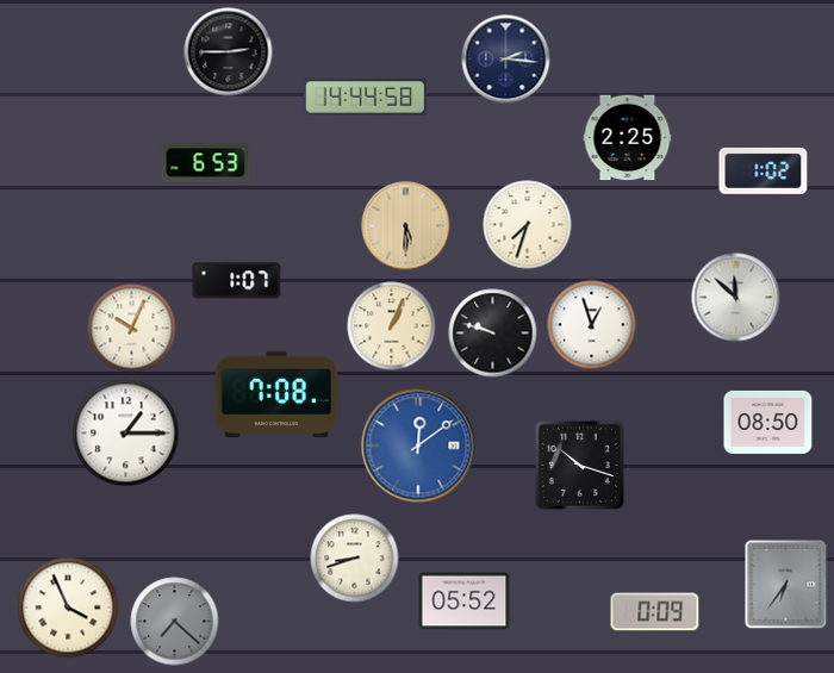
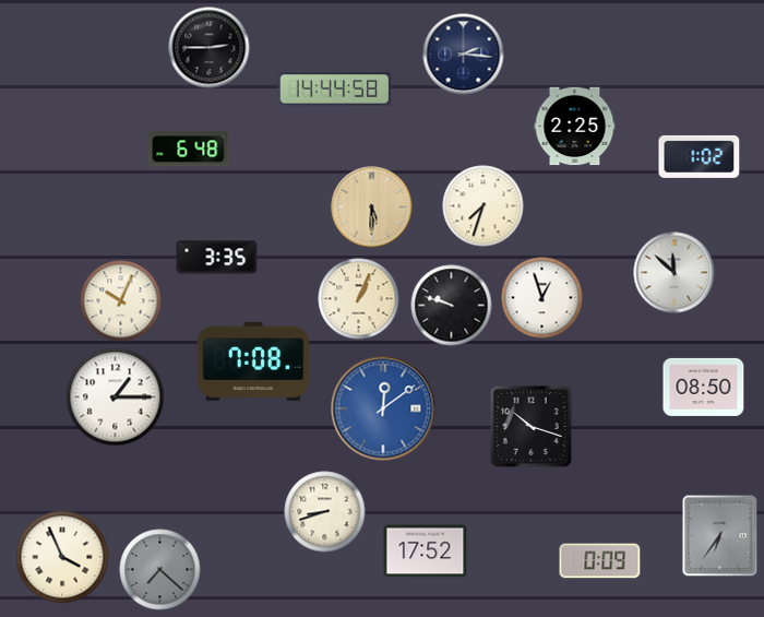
clock at (206, 163): 6:53 -> 6:48
clock at (237, 281): 1:07 -> 3:35
clock at (465, 602): 05:52 -> 17:52
